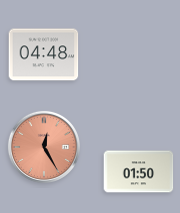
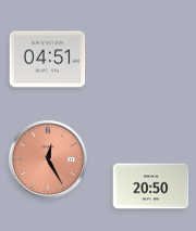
clock at (44, 55): 04:48 -> 04:51
clock at (139, 172): 01:50 -> 20:50
